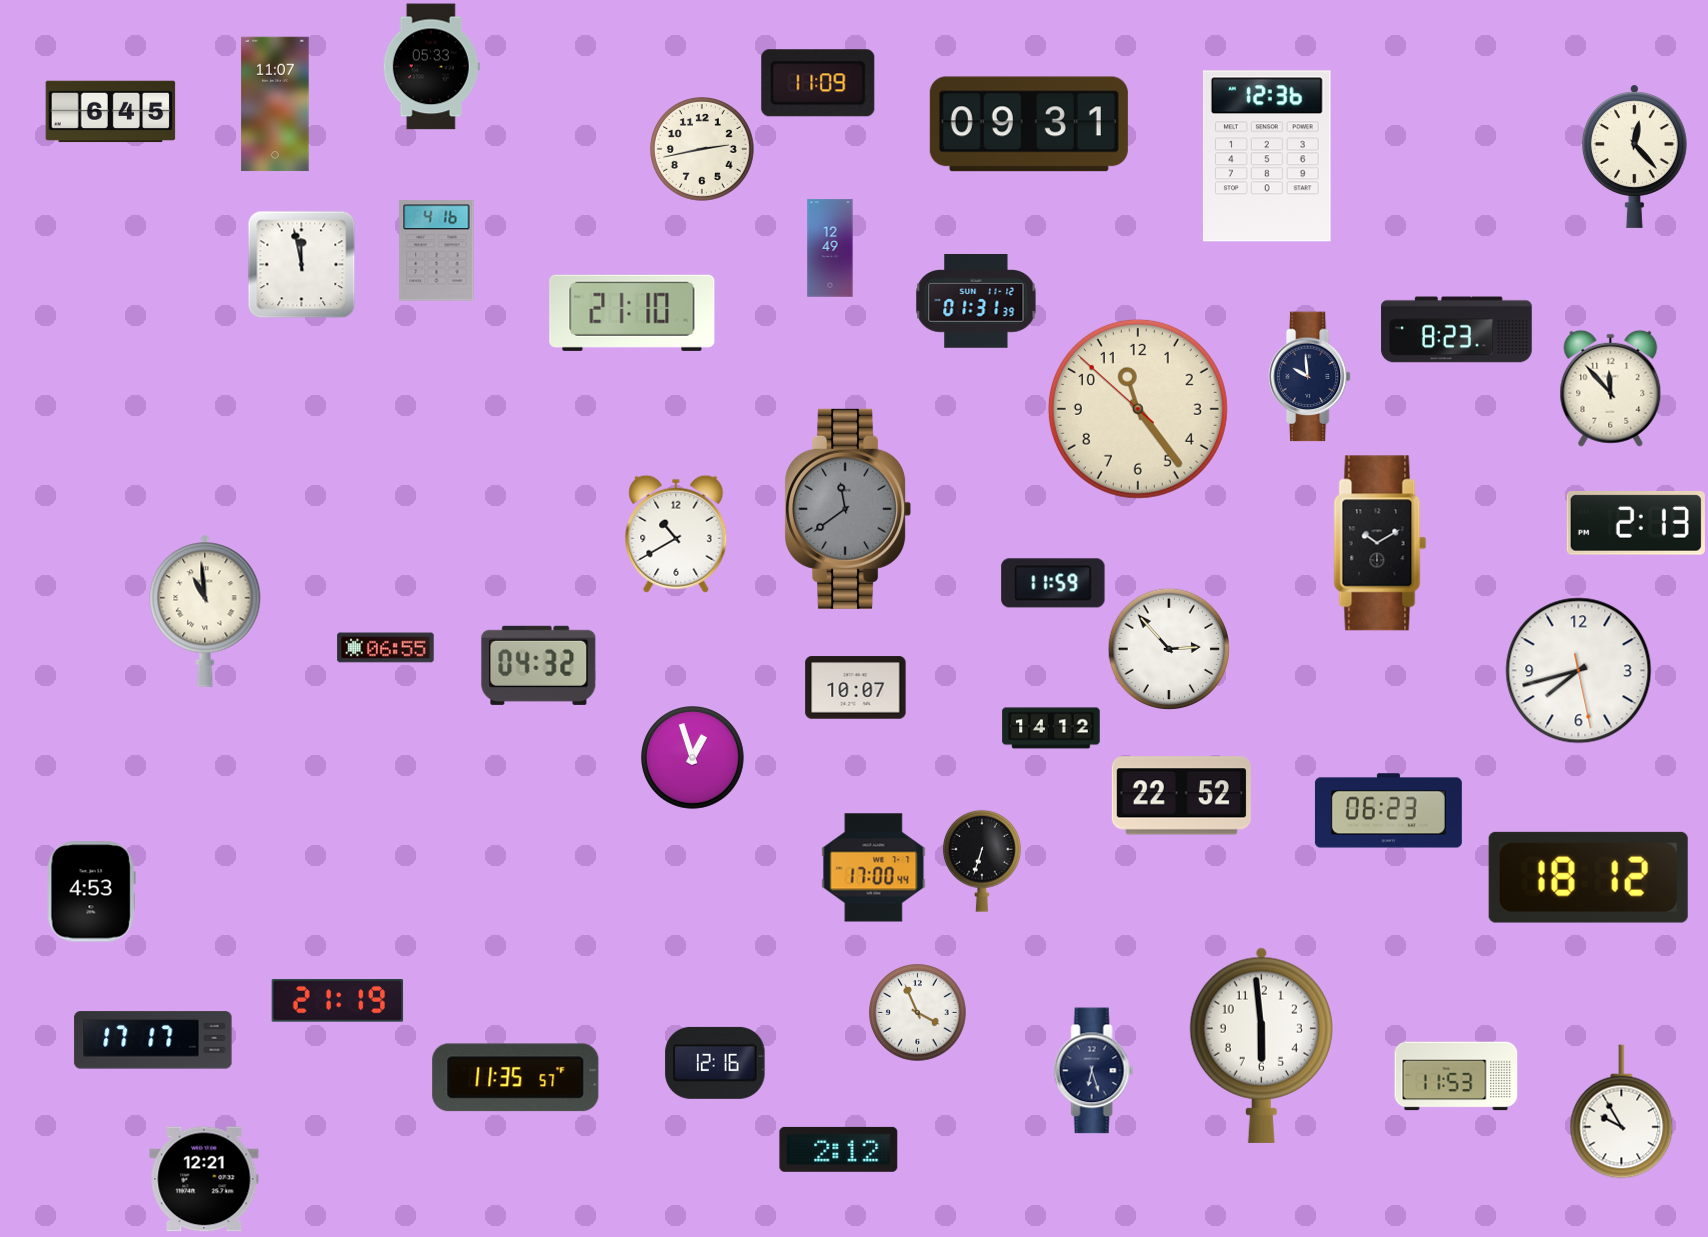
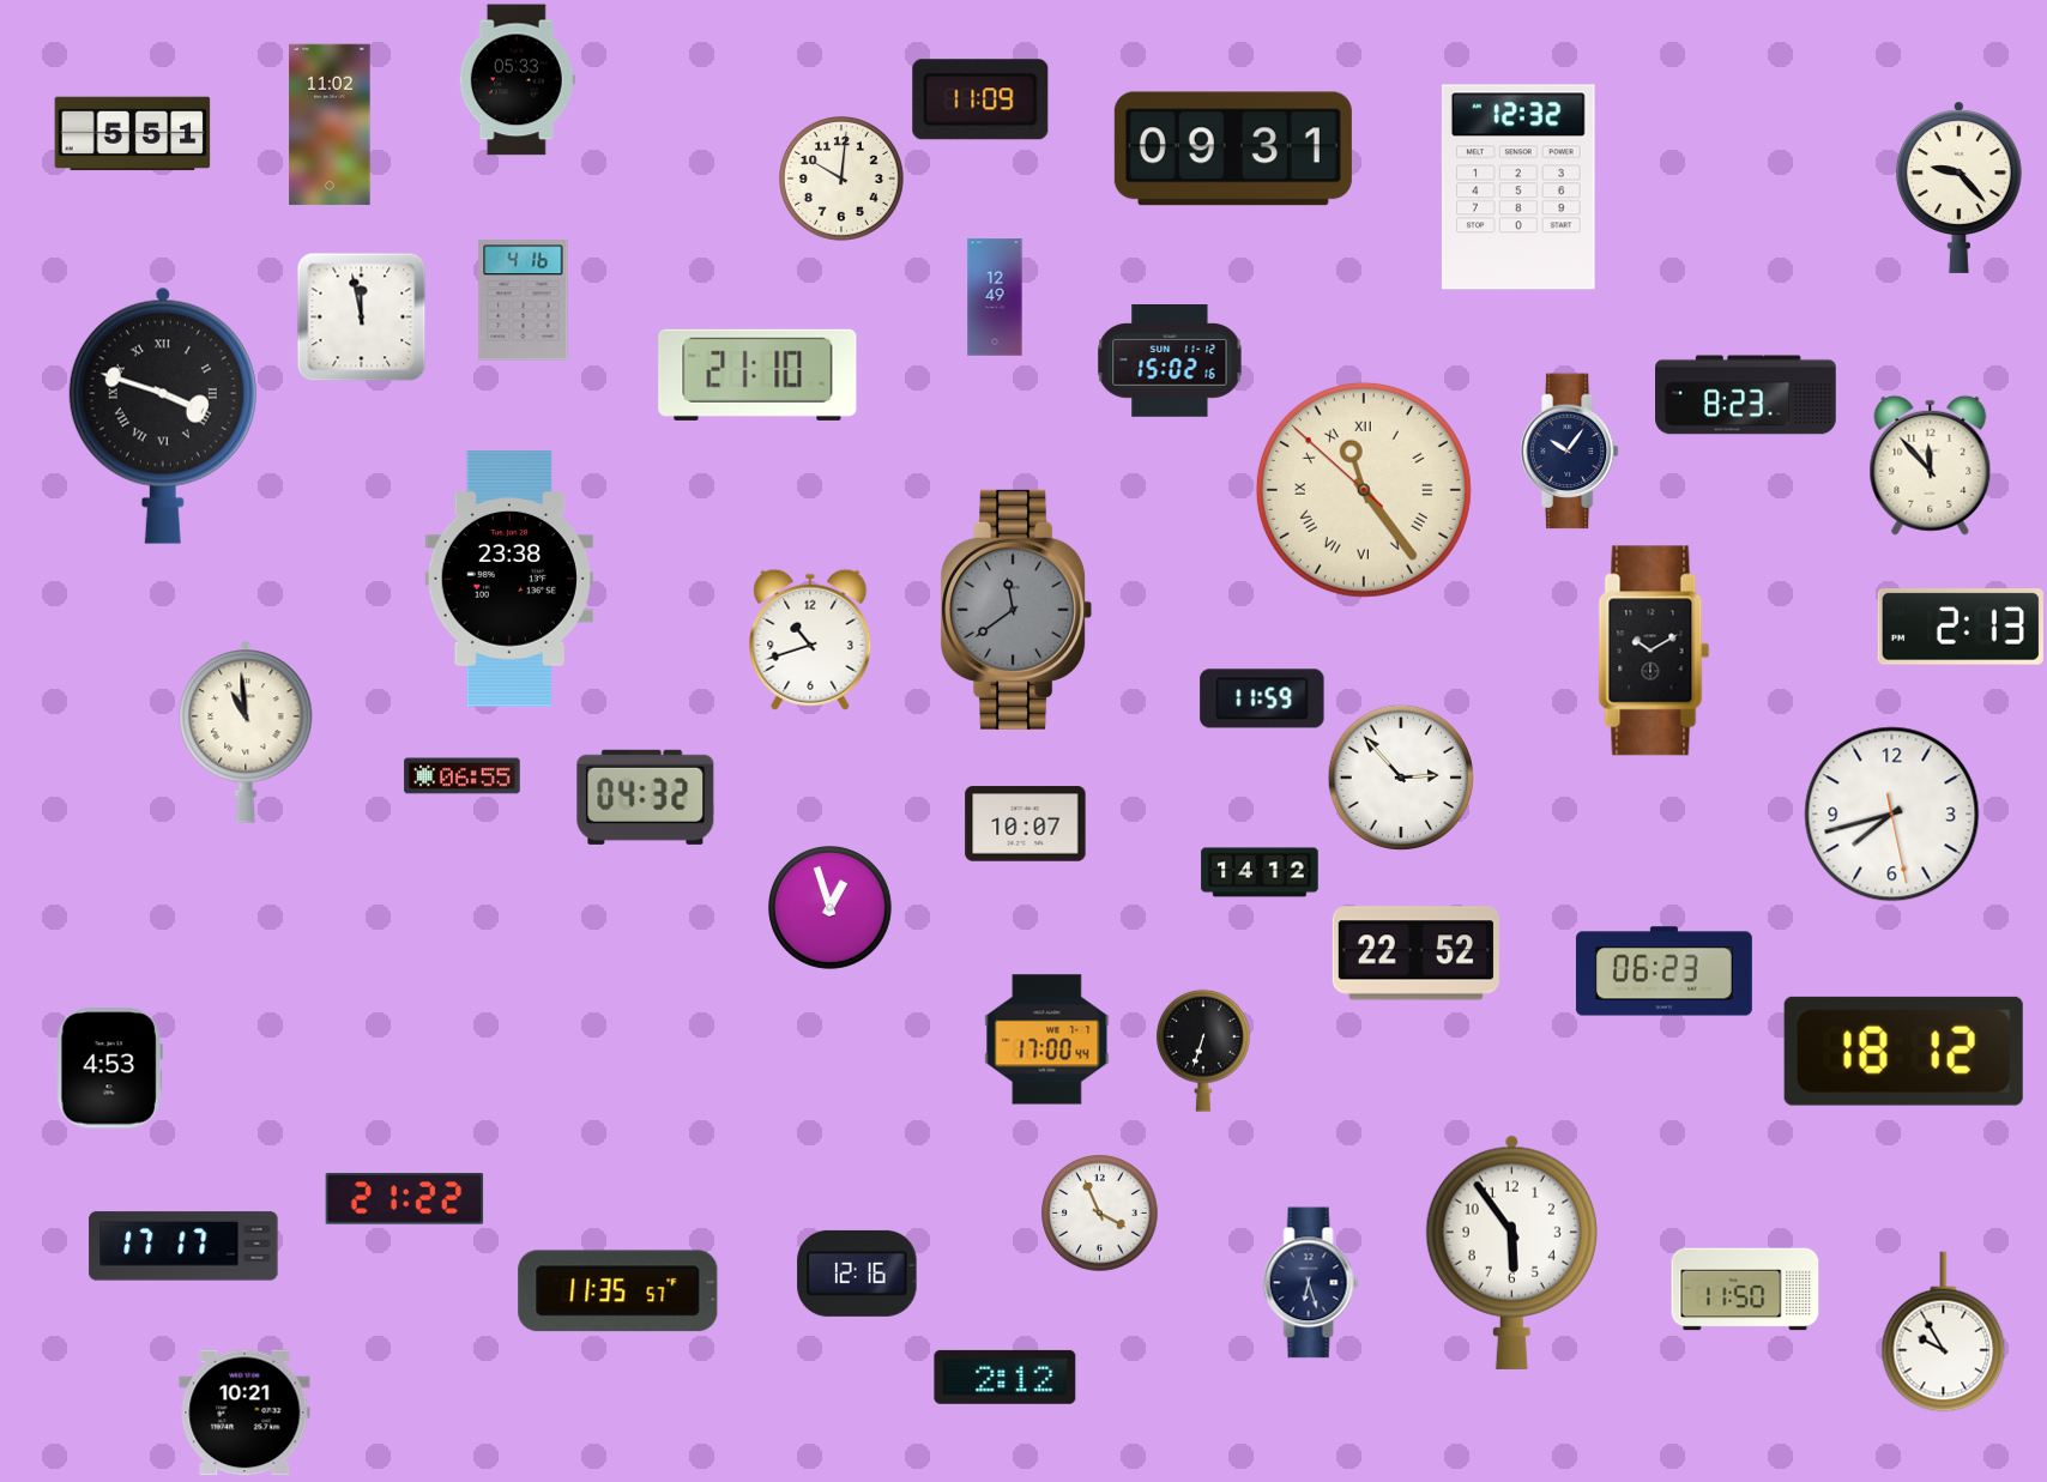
clock at (275, 104): 11:07 -> 11:02
clock at (111, 112): 6:45 -> 5:51
clock at (702, 149): 2:43 -> 10:01
clock at (1267, 156): 12:36 -> 12:32
clock at (1634, 156): 12:23 -> 9:23
clock at (976, 302): 01:31 -> 15:02
clock at (163, 416): none -> 3:48
clock at (1309, 377): 9:59 -> 10:06
clock at (1138, 409) numerals: Arabic -> Roman
clock at (509, 579): none -> 23:38
clock at (676, 534): 10:40 -> 10:42
clock at (1579, 671) position: (1579, 671) -> (1892, 815)
clock at (982, 861) position: (982, 861) -> (1203, 1051)
clock at (338, 1001): 21:19 -> 21:22
clock at (1261, 1045): 5:59 -> 5:54
clock at (1456, 1076): 11:53 -> 11:50
clock at (204, 1179): 12:21 -> 10:21
